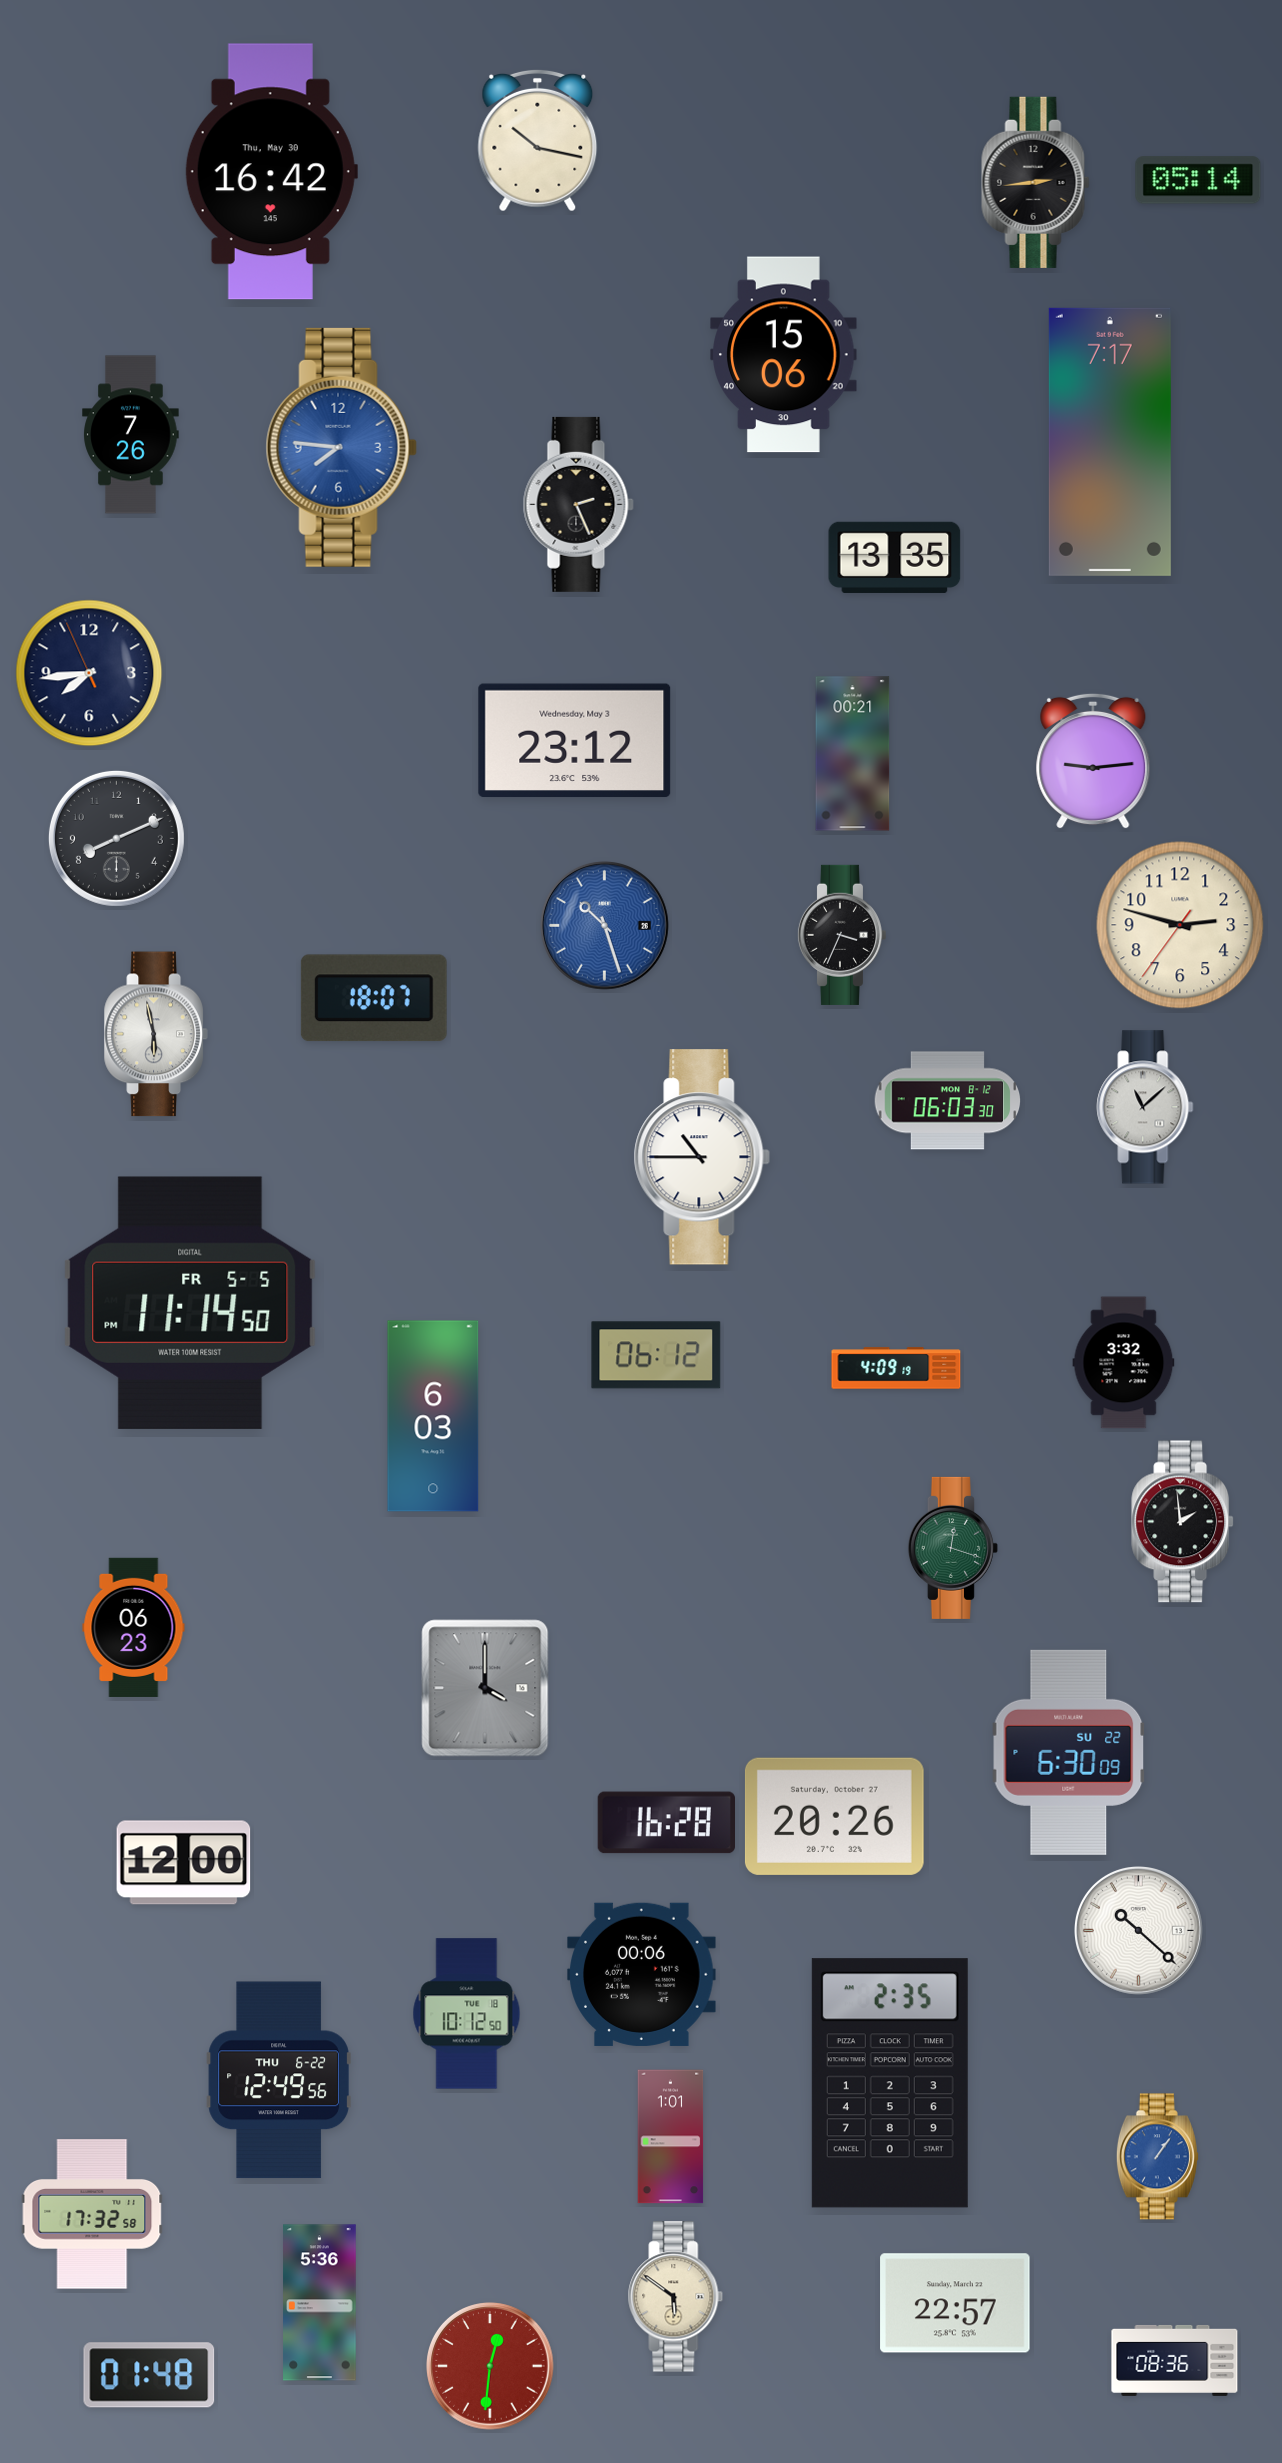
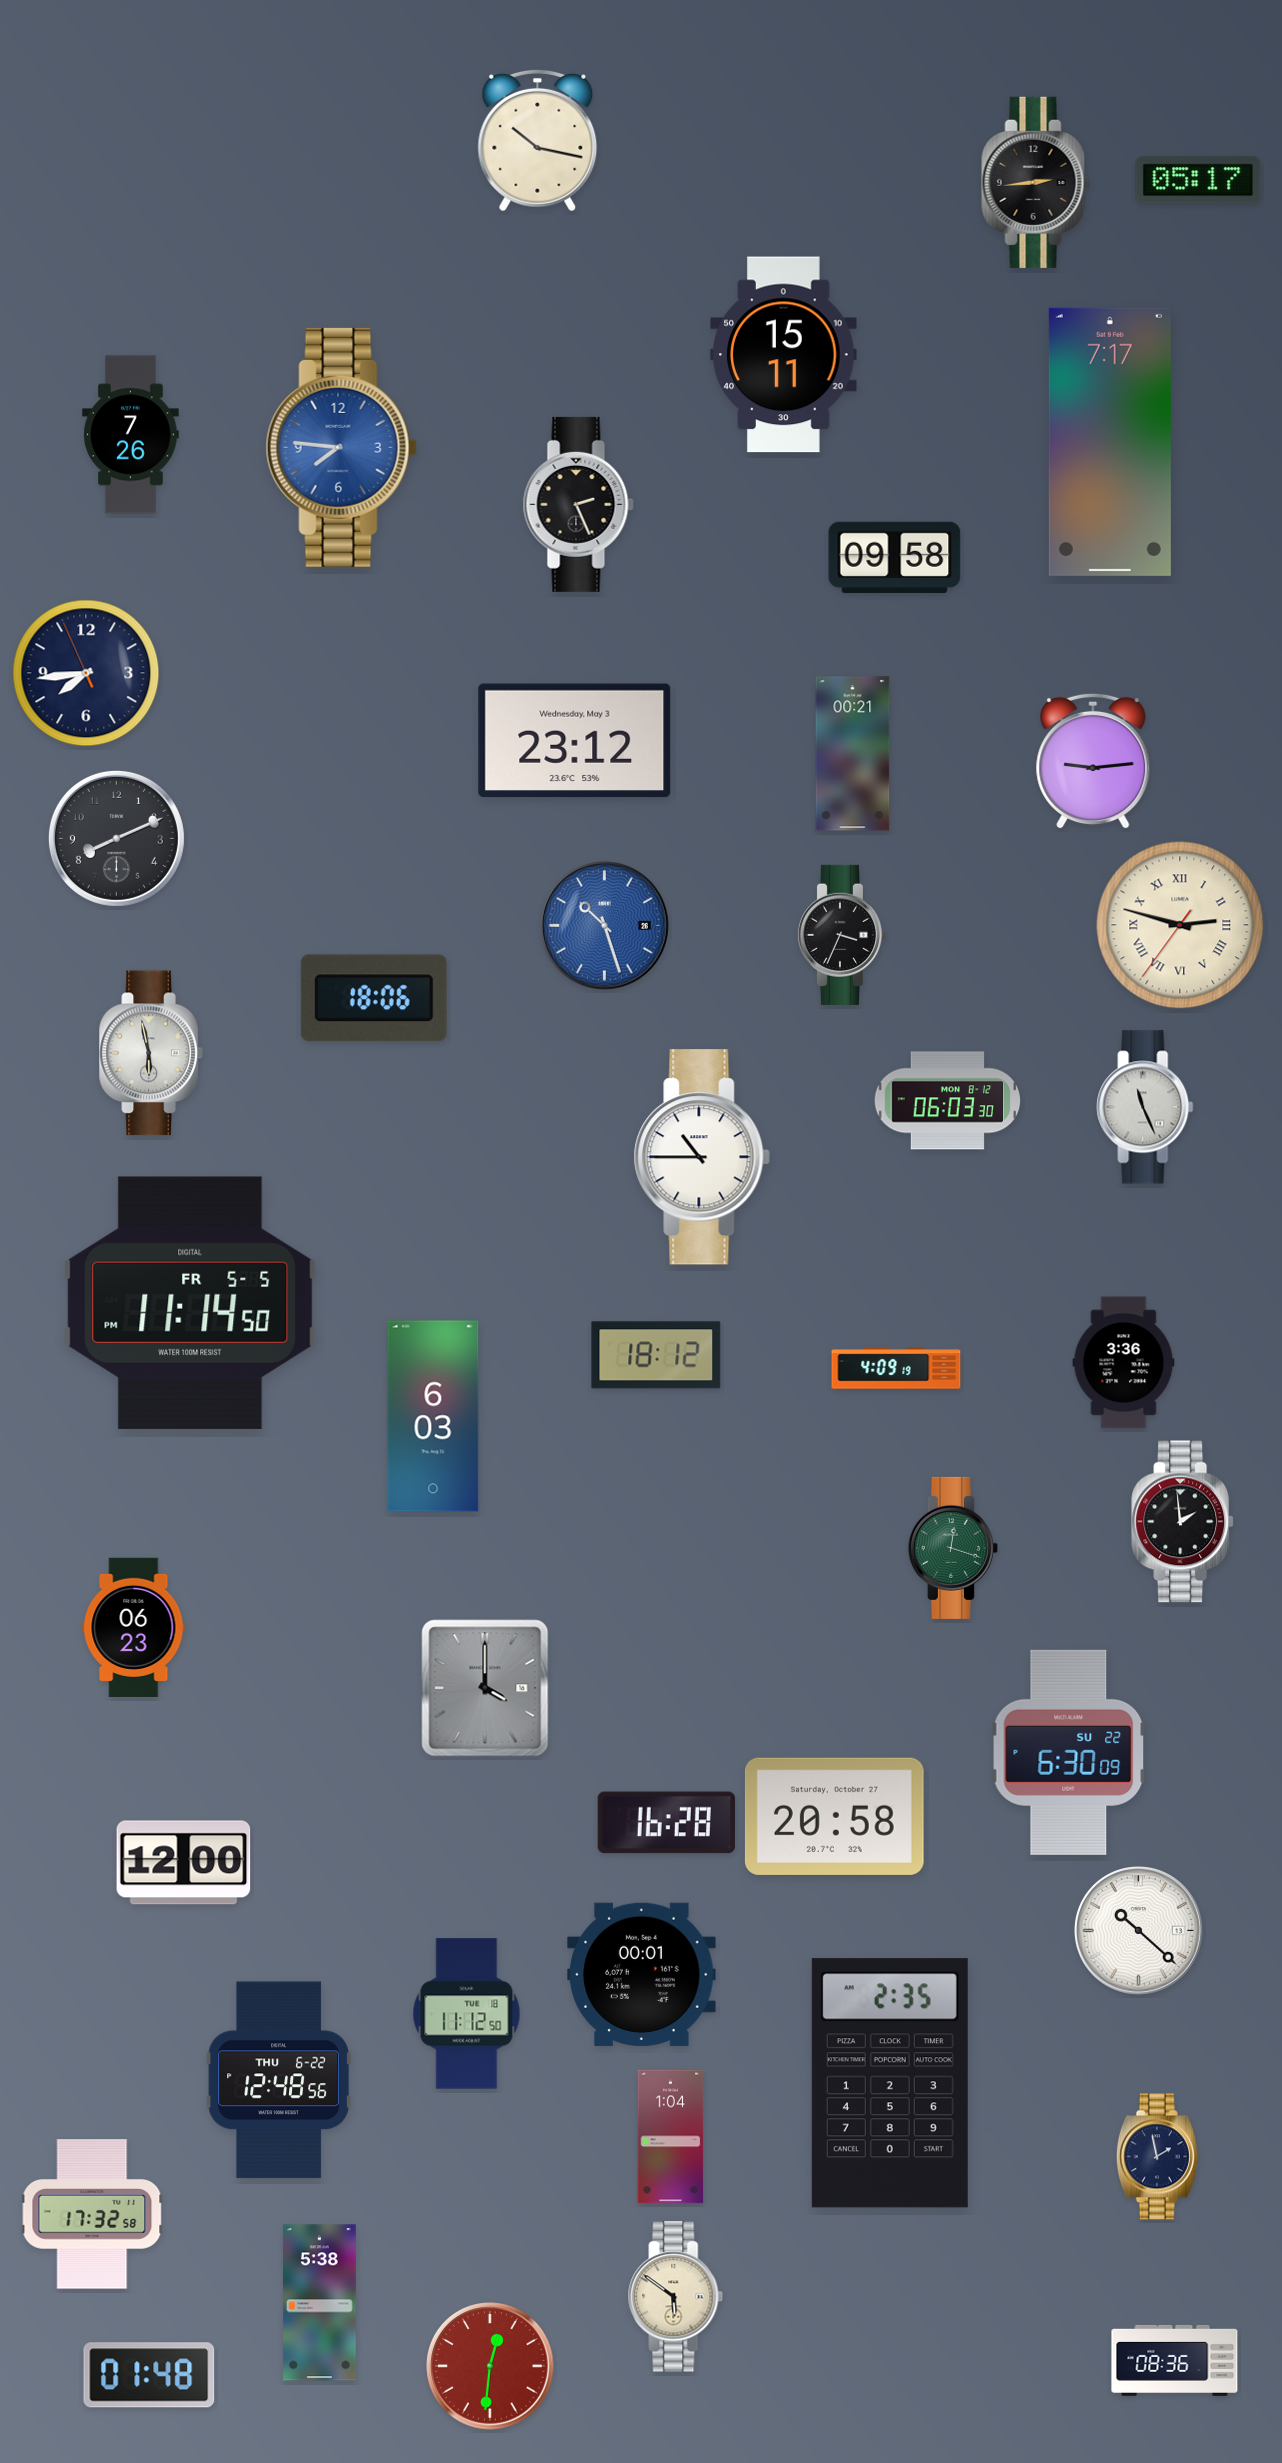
clock at (271, 172): 16:42 -> none
clock at (1198, 180): 05:14 -> 05:17
clock at (784, 355): 15:06 -> 15:11
clock at (895, 557): 13:35 -> 09:58
clock at (89, 673) position: (89, 673) -> (86, 673)
clock at (1180, 925) numerals: Arabic -> Roman
clock at (374, 998): 18:07 -> 18:06
clock at (156, 1034) position: (156, 1034) -> (151, 1053)
clock at (1145, 1107): 11:08 -> 11:26
clock at (656, 1355): 06:12 -> 18:12
clock at (1124, 1363): 3:32 -> 3:36
clock at (834, 1816): 20:26 -> 20:58
clock at (642, 1974): 00:06 -> 00:01
clock at (467, 2014): 10:12 -> 11:12
clock at (279, 2080): 12:49 -> 12:48
clock at (671, 2137): 1:01 -> 1:04
clock at (1157, 2157): 1:06 -> 1:58
clock at (1157, 2157) dial: blue -> navy
clock at (320, 2303): 5:36 -> 5:38
clock at (955, 2303): 22:57 -> none
